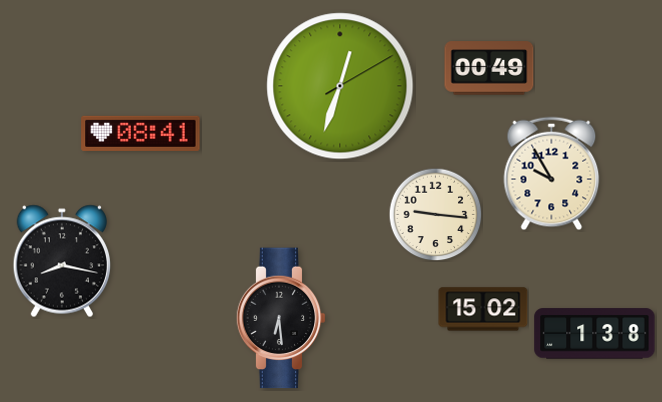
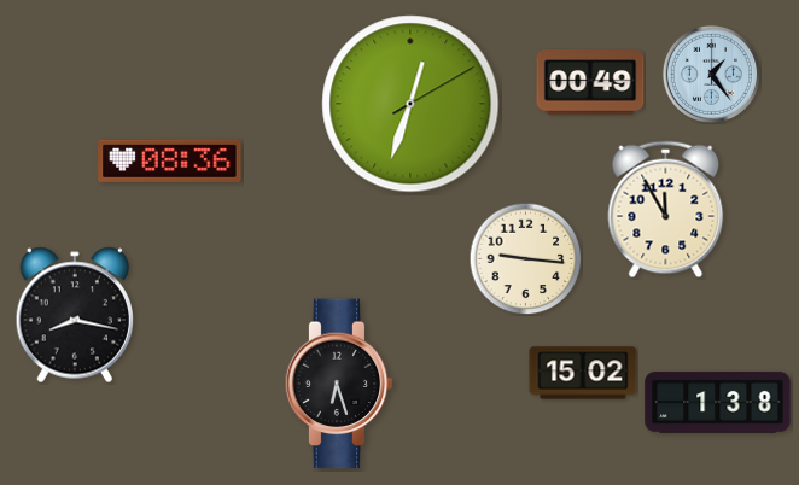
clock at (711, 74): none -> 1:24
clock at (141, 133): 08:41 -> 08:36
clock at (552, 174): 9:55 -> 11:55
clock at (281, 318): 6:29 -> 6:27
